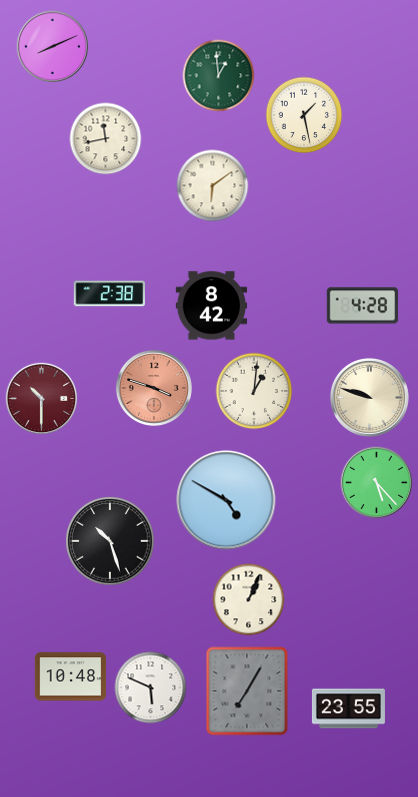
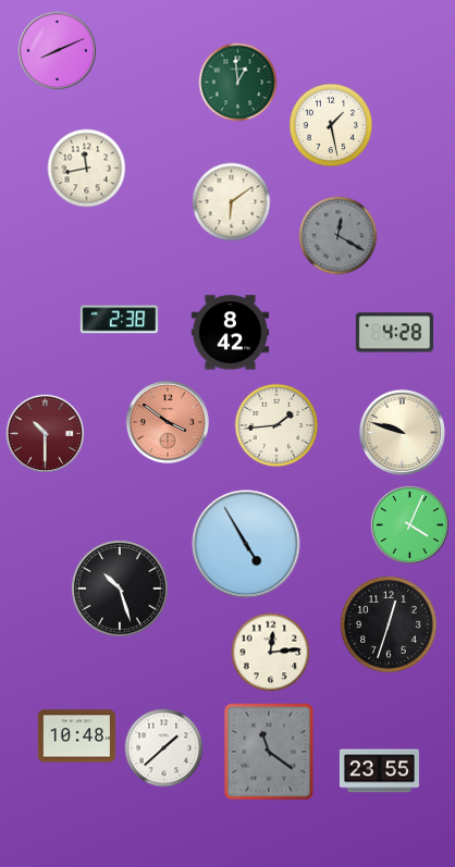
clock at (106, 139) position: (106, 139) -> (87, 169)
clock at (339, 236): none -> 12:20
clock at (154, 388): 3:48 -> 3:51
clock at (254, 391): 1:01 -> 1:44
clock at (377, 483): 5:23 -> 4:04
clock at (226, 500): 4:50 -> 4:55
clock at (389, 624): none -> 12:33
clock at (249, 600): 1:04 -> 12:14
clock at (151, 688): 5:49 -> 1:38
clock at (247, 691): 7:05 -> 11:21
